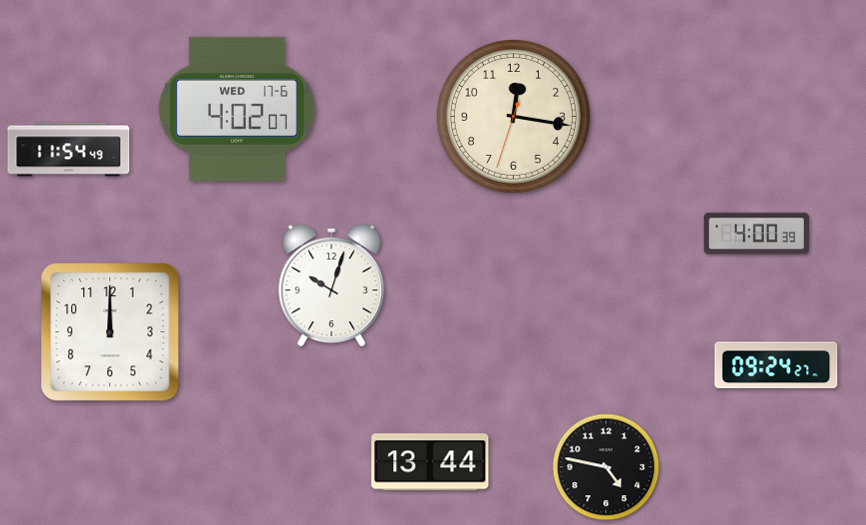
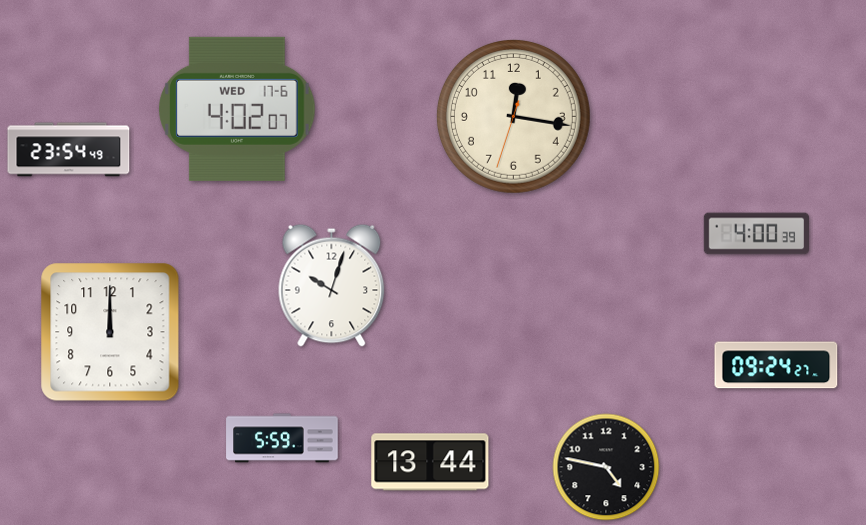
clock at (69, 150): 11:54 -> 23:54
clock at (282, 438): none -> 5:59
